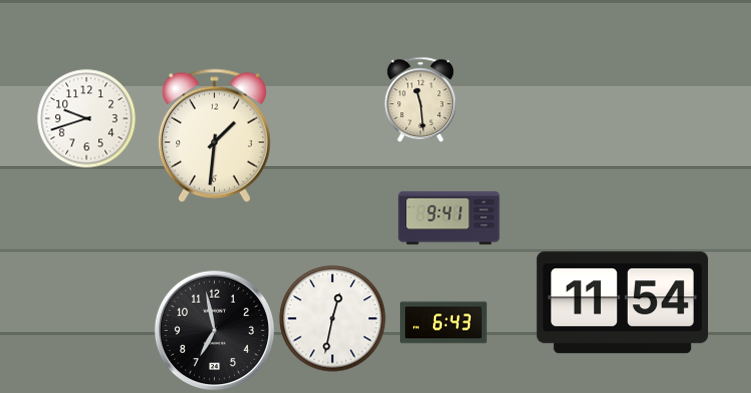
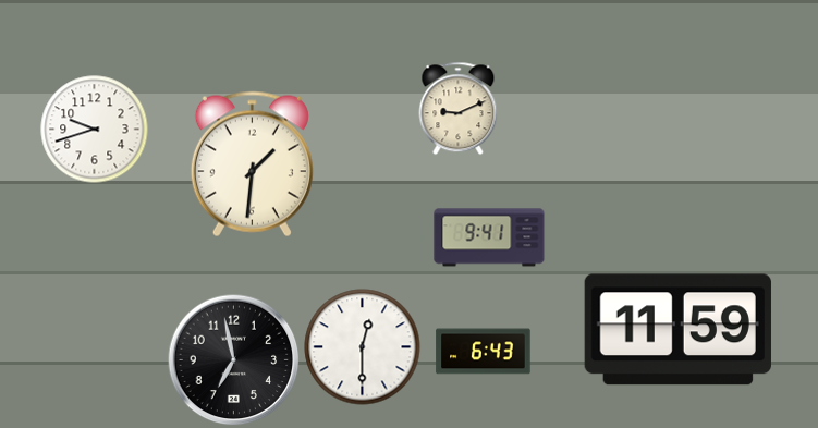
clock at (421, 99): 11:29 -> 9:11
clock at (214, 136) position: (214, 136) -> (252, 164)
clock at (622, 303): 11:54 -> 11:59
clock at (333, 319): 12:32 -> 12:30
